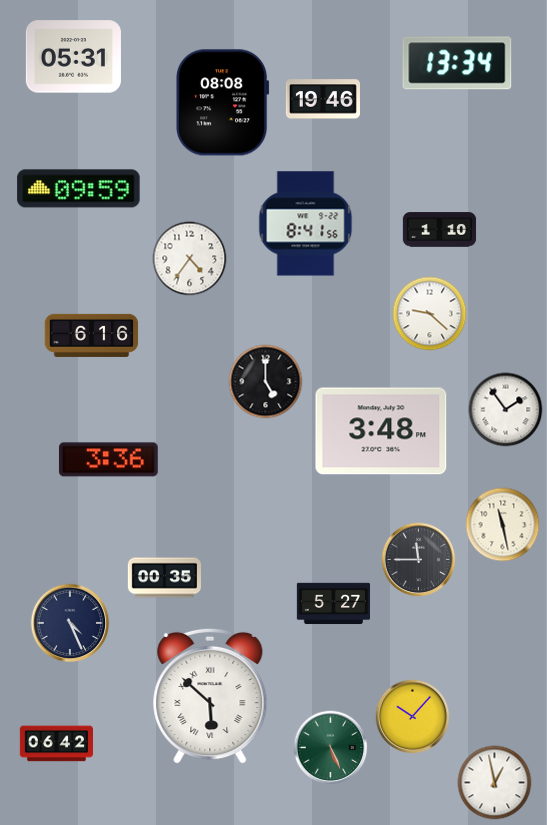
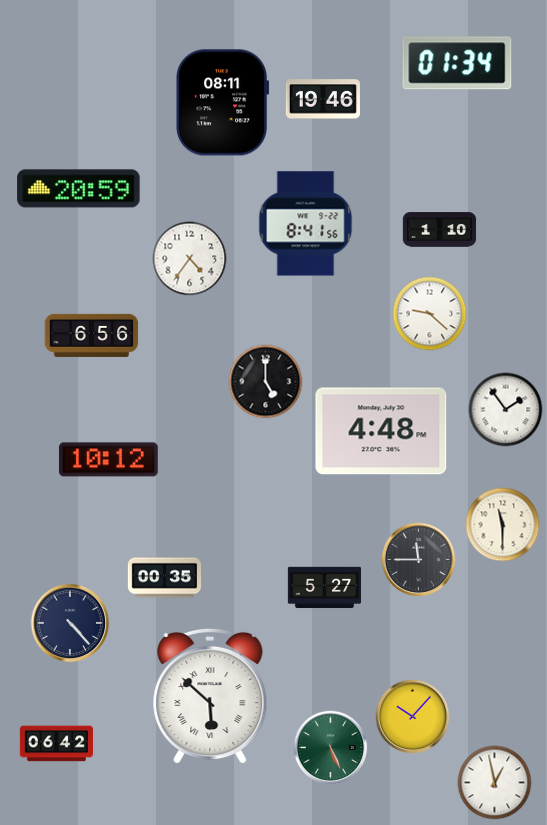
clock at (73, 57): 05:31 -> none
clock at (457, 63): 13:34 -> 01:34
clock at (223, 103): 08:08 -> 08:11
clock at (79, 189): 09:59 -> 20:59
clock at (92, 335): 6:16 -> 6:56
clock at (381, 431): 3:48 -> 4:48
clock at (108, 460): 3:36 -> 10:12
clock at (503, 525): 11:28 -> 11:30
clock at (333, 604) position: (333, 604) -> (324, 588)
clock at (70, 623): 4:26 -> 4:23
